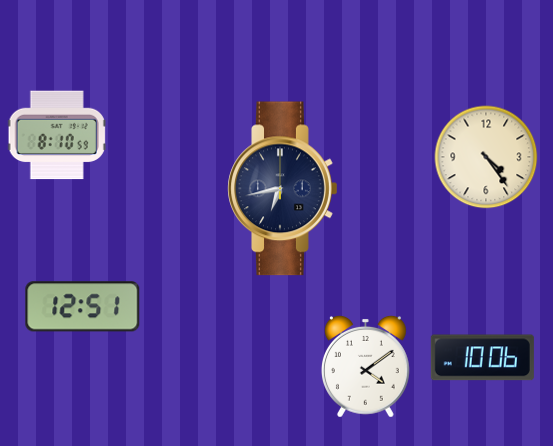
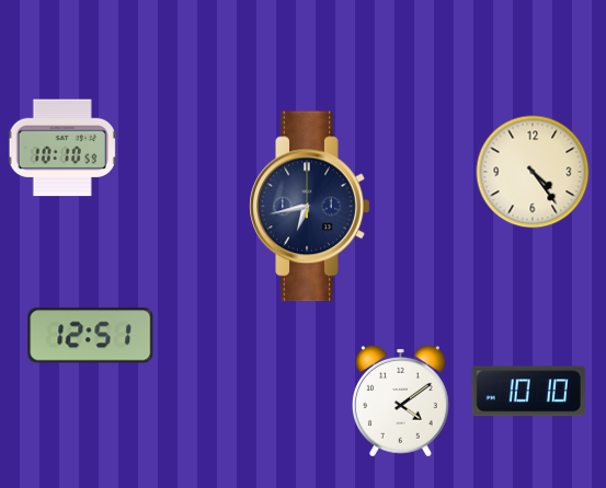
clock at (57, 135): 8:10 -> 10:10
clock at (482, 358): 10:06 -> 10:10
